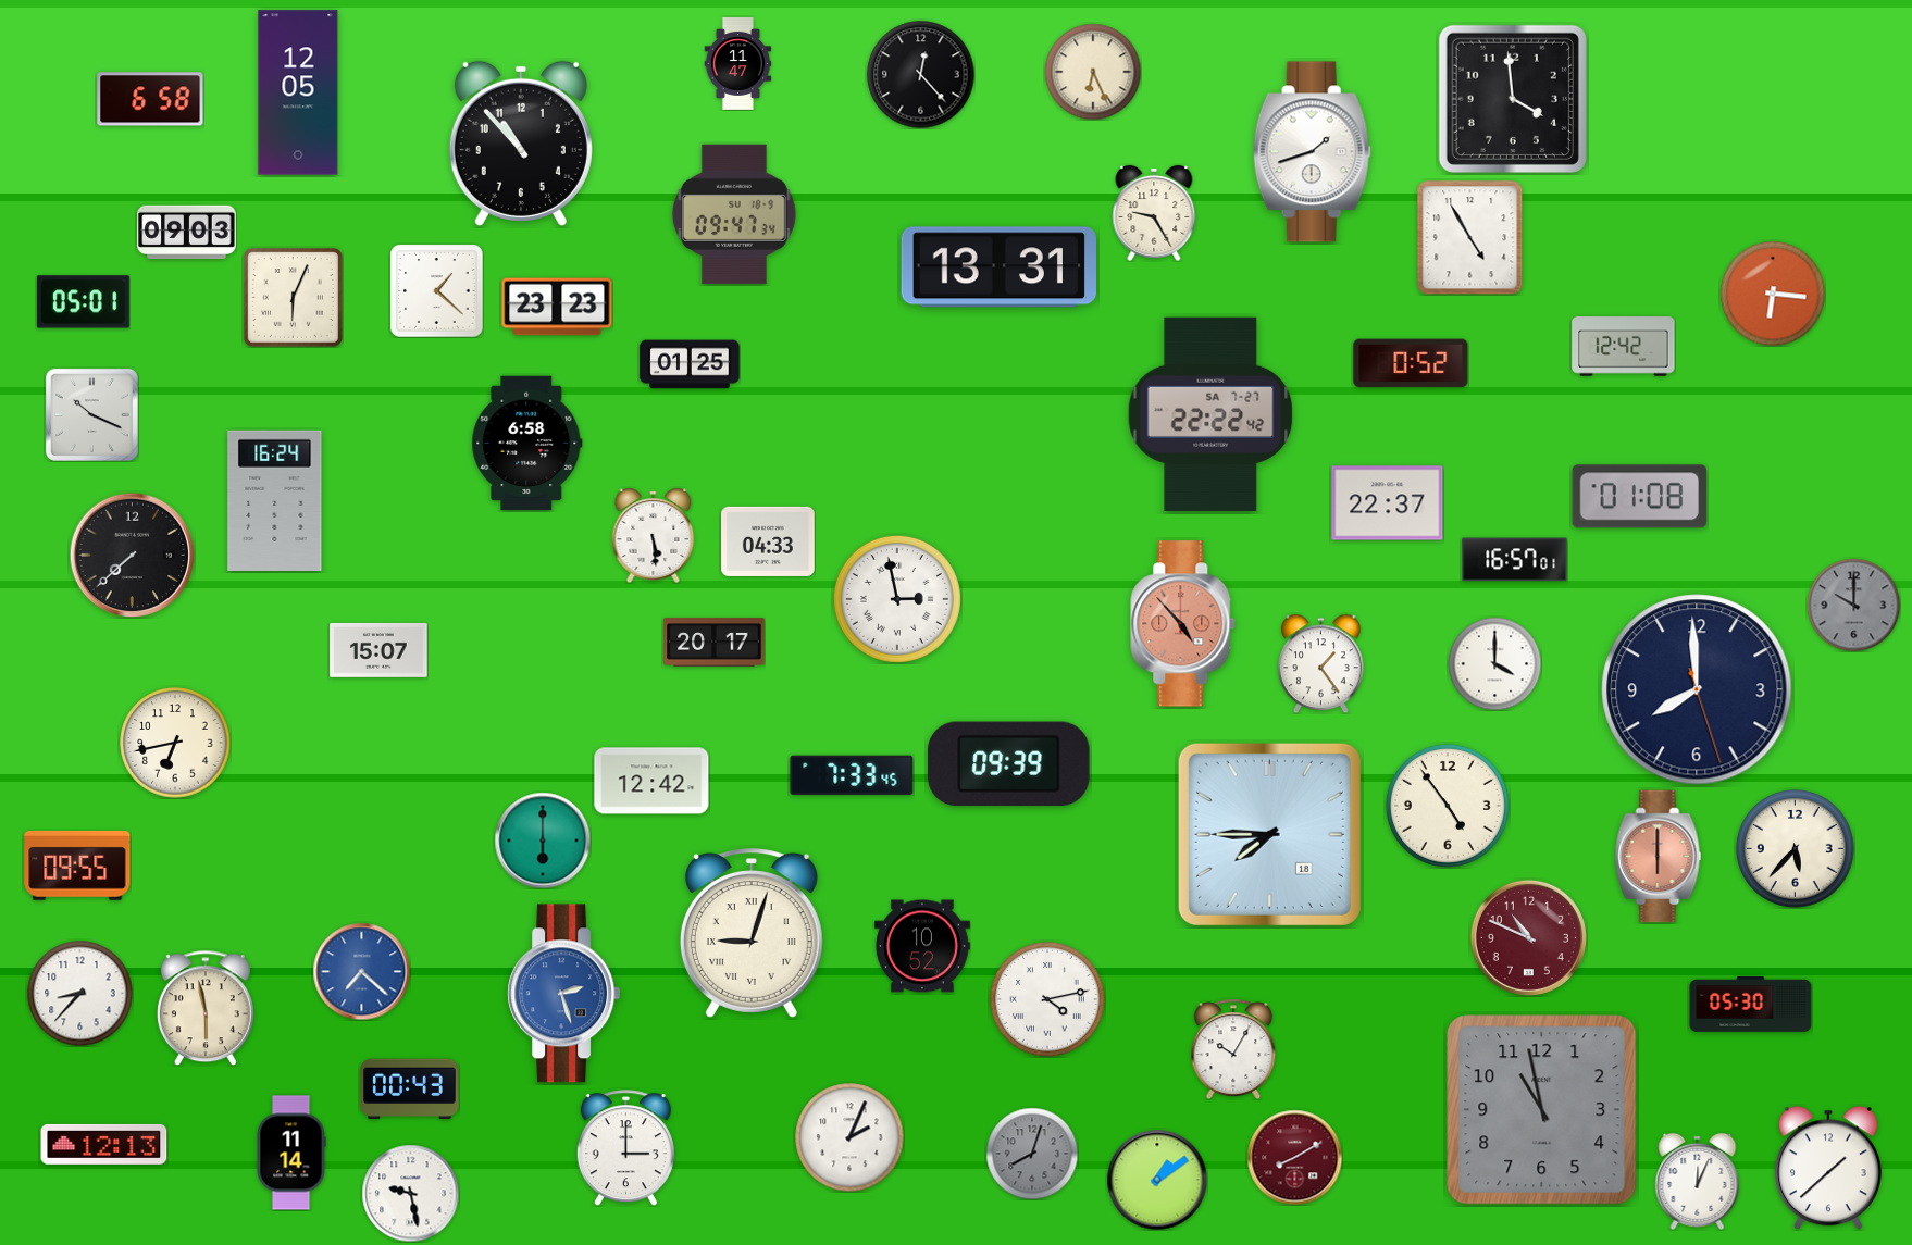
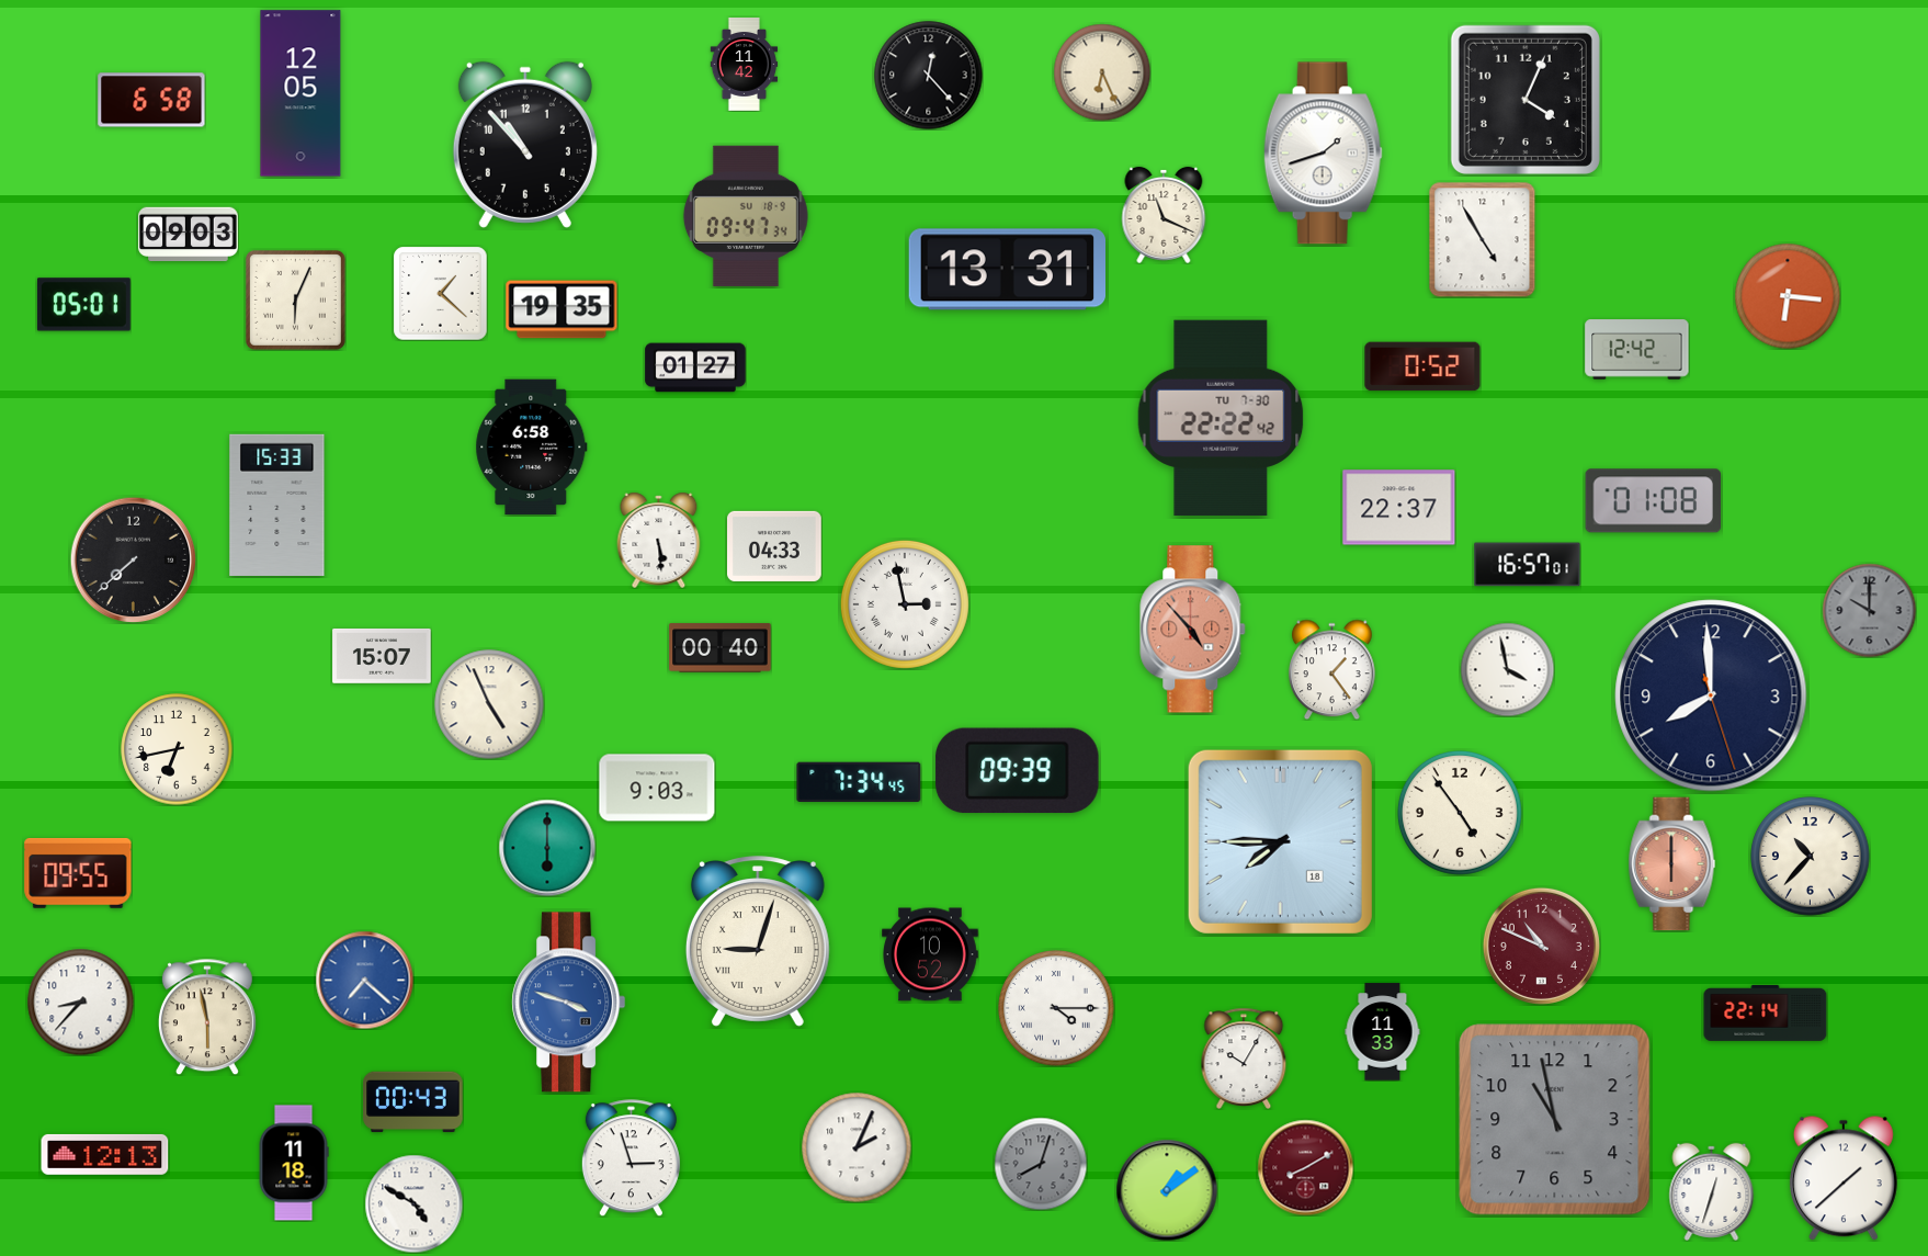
clock at (738, 64): 11:47 -> 11:42
clock at (1513, 99): 3:59 -> 4:04
clock at (1154, 213): 9:25 -> 11:19
clock at (734, 214) position: (734, 214) -> (746, 216)
clock at (557, 307): 23:23 -> 19:35
clock at (690, 364): 01:25 -> 01:27
clock at (91, 414): 10:19 -> none
clock at (1210, 414) date: SA 7-27 -> TU 7-30
clock at (275, 500): 16:24 -> 15:33
clock at (715, 643): 20:17 -> 00:40
clock at (1494, 663): 4:00 -> 3:58
clock at (489, 704): none -> 4:56
clock at (852, 774): 7:33 -> 7:34
clock at (651, 781): 12:42 -> 9:03
clock at (1796, 849): 5:37 -> 10:37
clock at (564, 994): 2:27 -> 3:48
clock at (1047, 999): 4:13 -> 4:15
clock at (1751, 1004): 05:30 -> 22:14
clock at (1383, 1032): none -> 11:33
clock at (410, 1090) position: (410, 1090) -> (413, 1102)
clock at (625, 1148): 3:00 -> 2:57
clock at (291, 1153): 11:14 -> 11:18
clock at (1698, 1181): 12:04 -> 12:33
clock at (410, 1193): 9:28 -> 4:50
